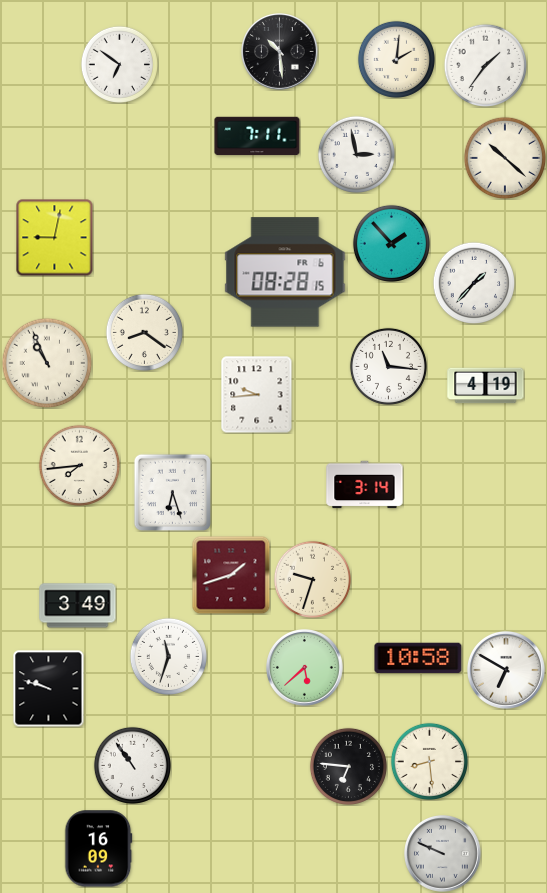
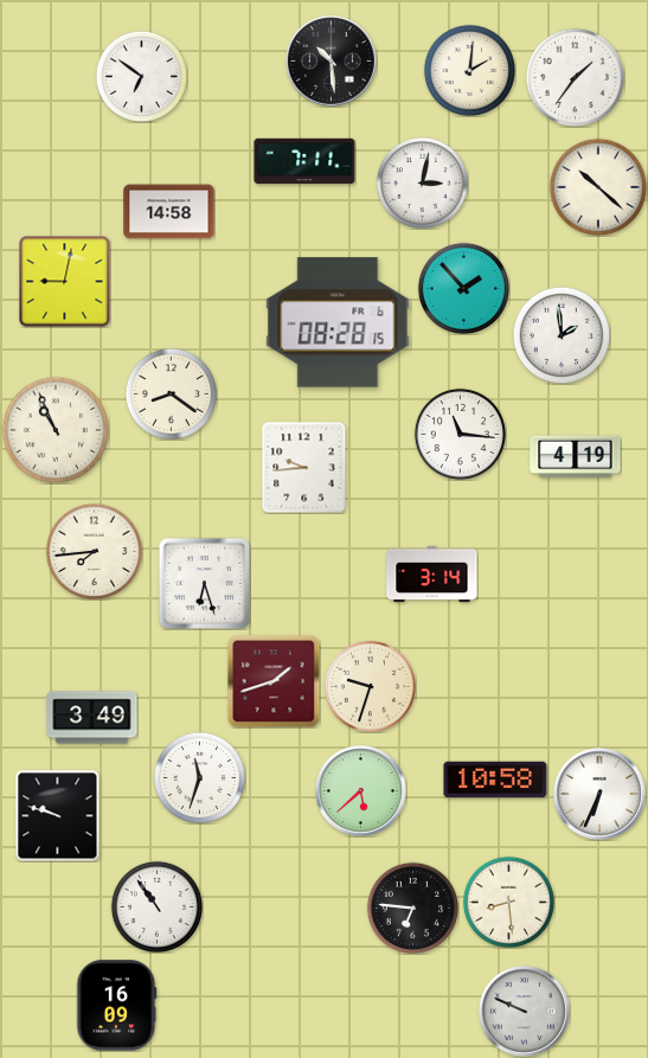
clock at (356, 154): 2:58 -> 3:02
clock at (169, 212): none -> 14:58
clock at (473, 282): 1:37 -> 1:59
clock at (506, 670): 6:50 -> 6:34
